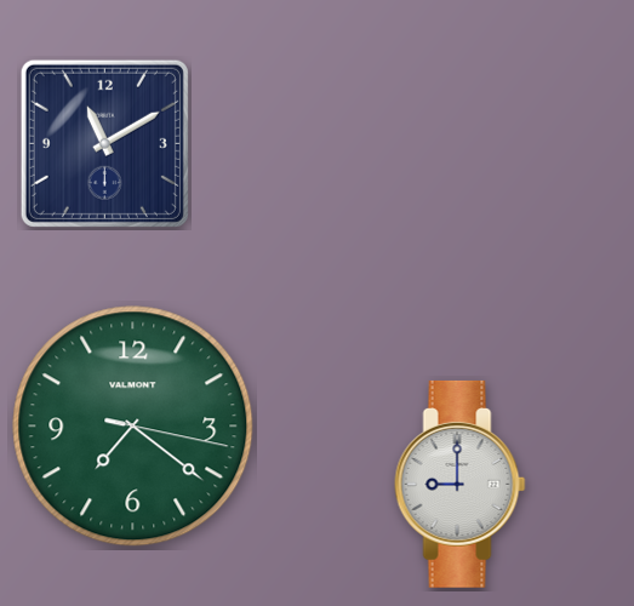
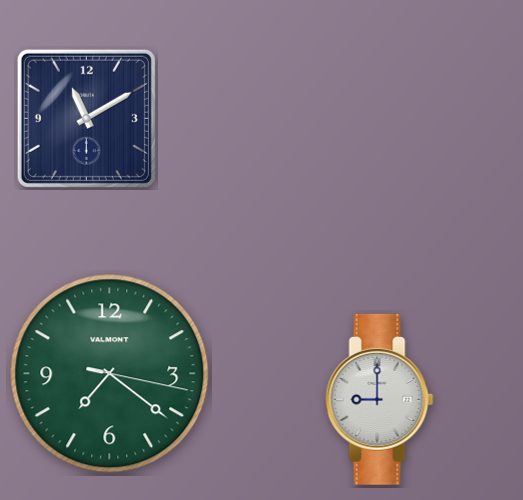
clock at (133, 427) position: (133, 427) -> (110, 374)
